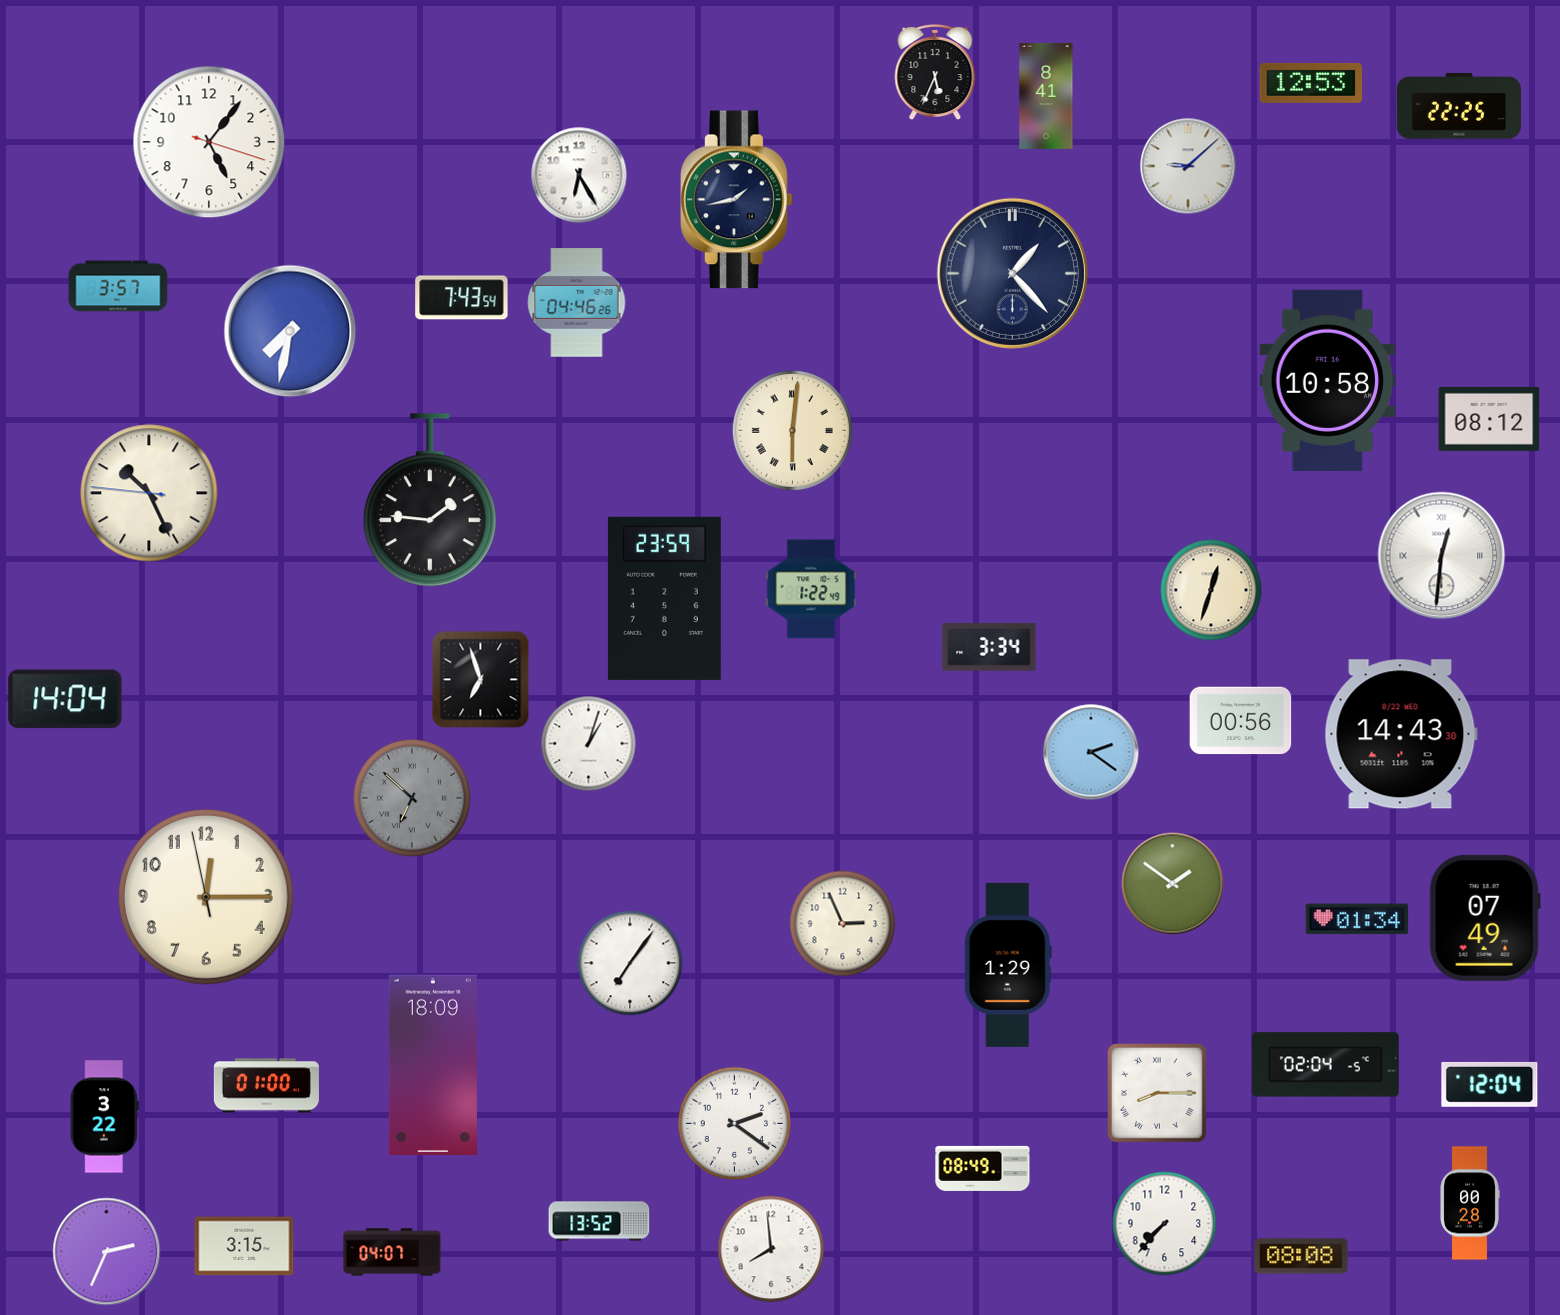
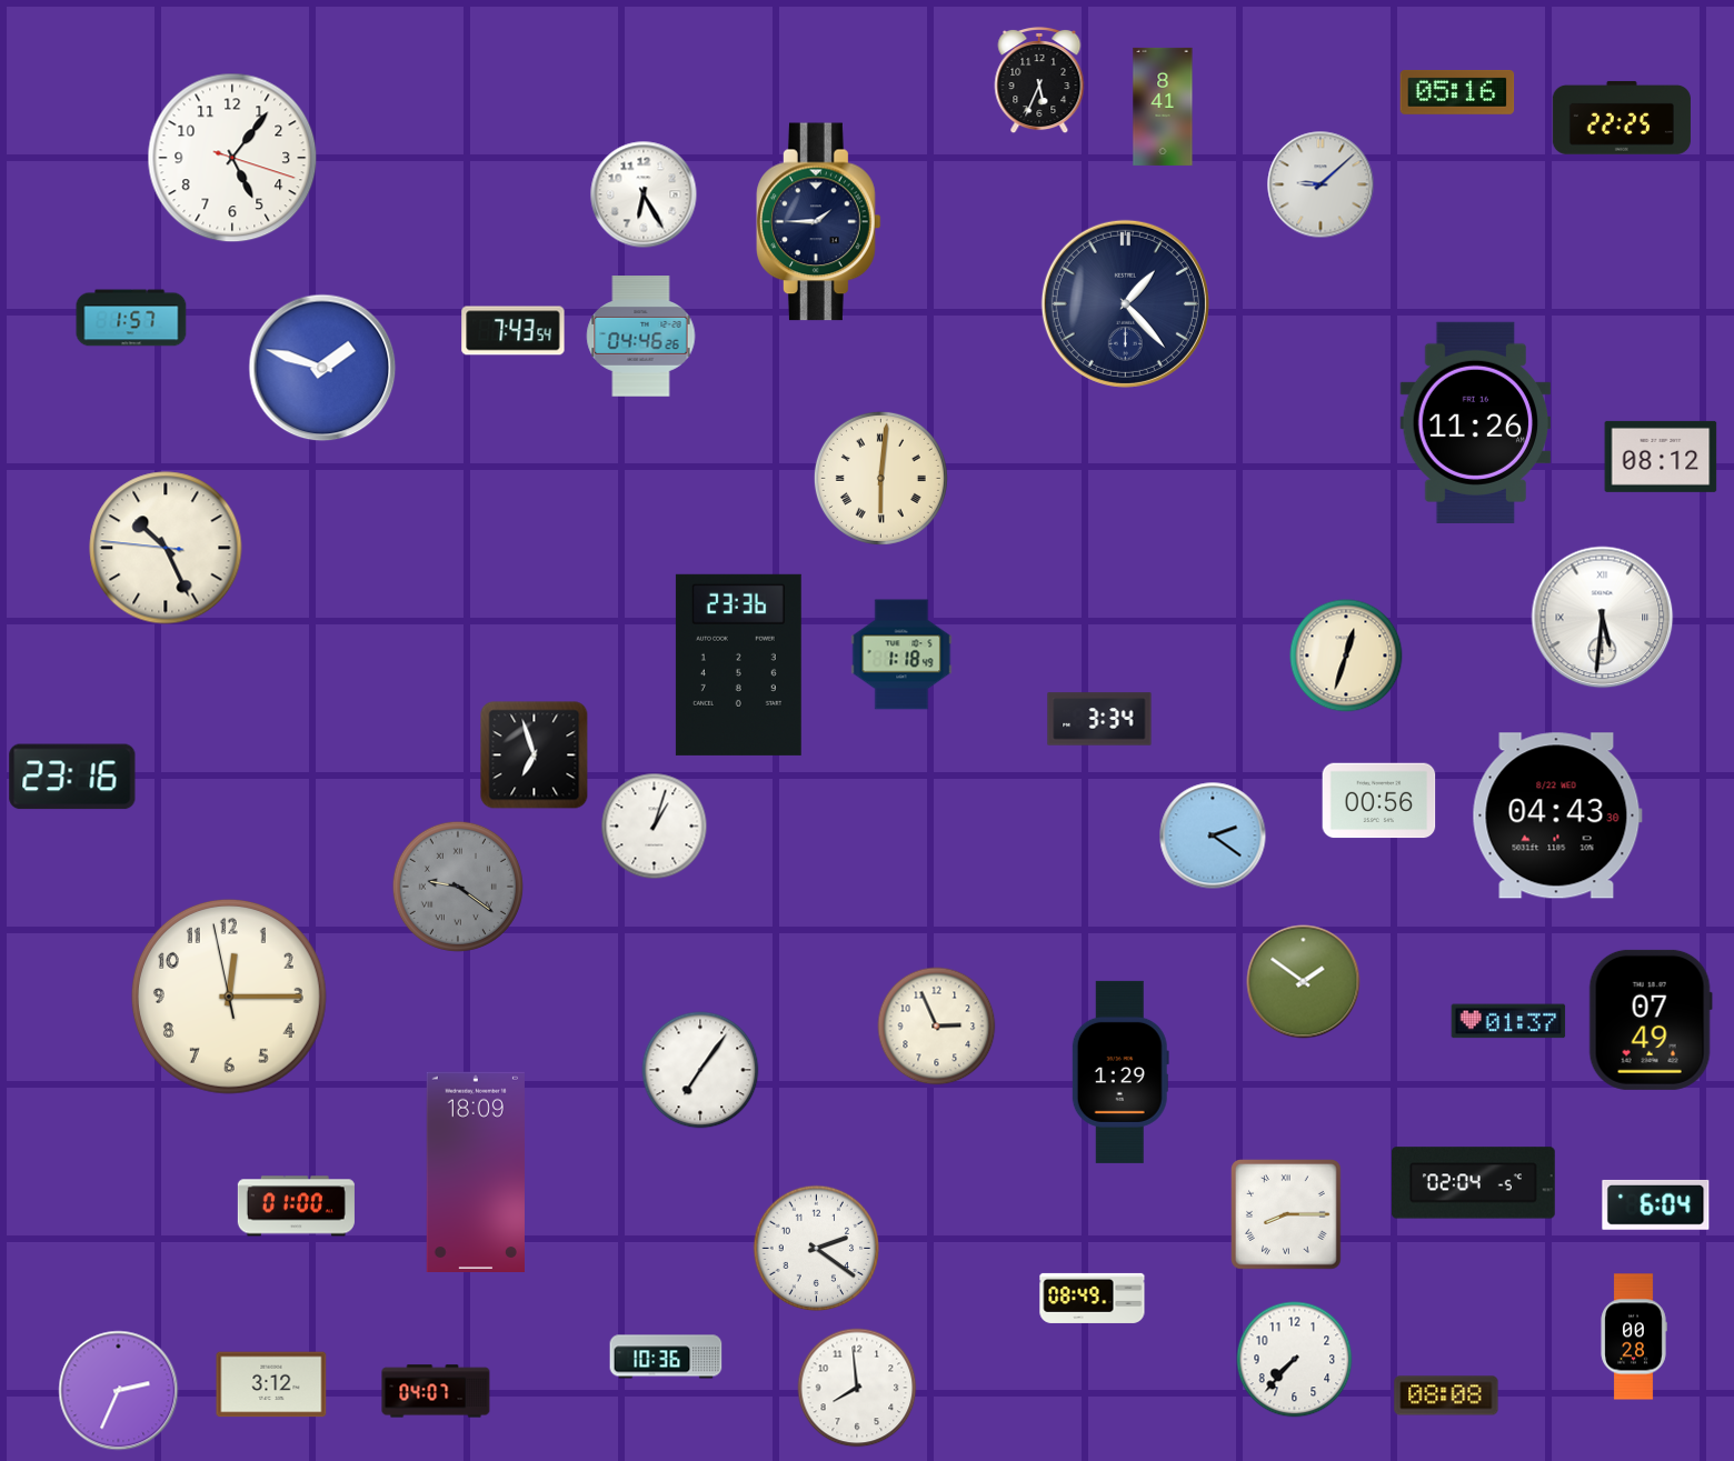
clock at (1311, 83): 12:53 -> 05:16
clock at (737, 200): 1:43 -> 1:45
clock at (118, 286): 3:57 -> 1:57
clock at (290, 331): 7:32 -> 1:48
clock at (1327, 380): 10:58 -> 11:26
clock at (1489, 419) position: (1489, 419) -> (1661, 457)
clock at (430, 501): 1:46 -> none
clock at (1442, 556): 12:31 -> 5:31
clock at (811, 589): 1:22 -> 1:18
clock at (664, 598): 23:59 -> 23:36
clock at (65, 699): 14:04 -> 23:16
clock at (1401, 734): 14:43 -> 04:43
clock at (412, 798): 6:52 -> 9:21
clock at (1357, 919): 01:34 -> 01:37
clock at (433, 1064) position: (433, 1064) -> (476, 1171)
clock at (1490, 1084): 12:04 -> 6:04
clock at (104, 1117): 3:22 -> none
clock at (599, 1221): 13:52 -> 10:36
clock at (244, 1246): 3:15 -> 3:12
